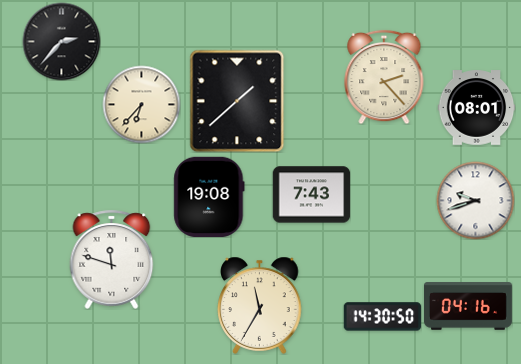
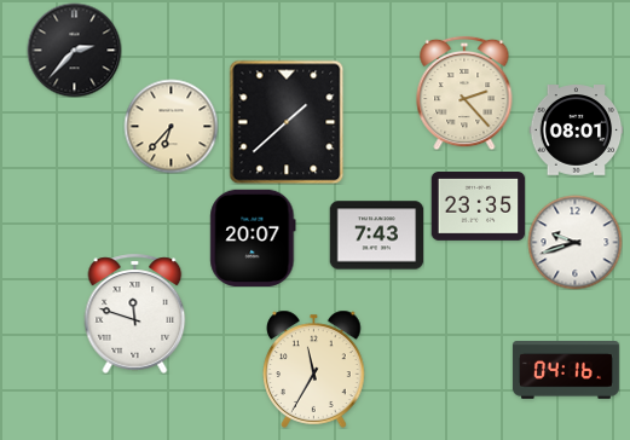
clock at (478, 207): none -> 23:35
clock at (209, 196): 19:08 -> 20:07
clock at (382, 317): 14:30 -> none
